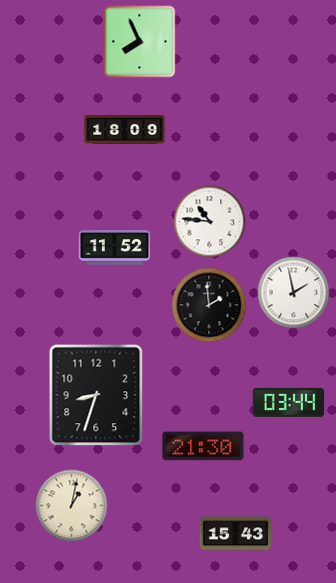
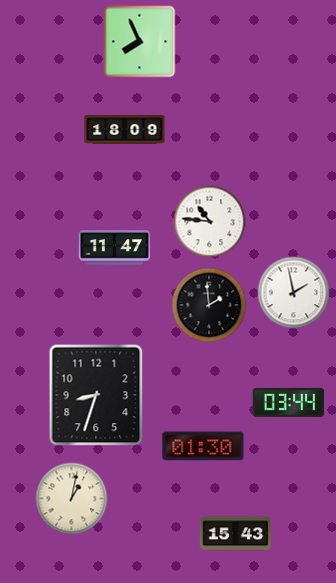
clock at (115, 248): 11:52 -> 11:47
clock at (203, 446): 21:30 -> 01:30
clock at (72, 506) position: (72, 506) -> (72, 499)
